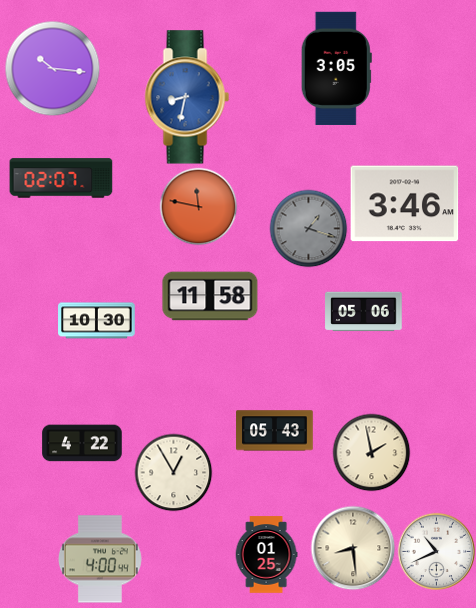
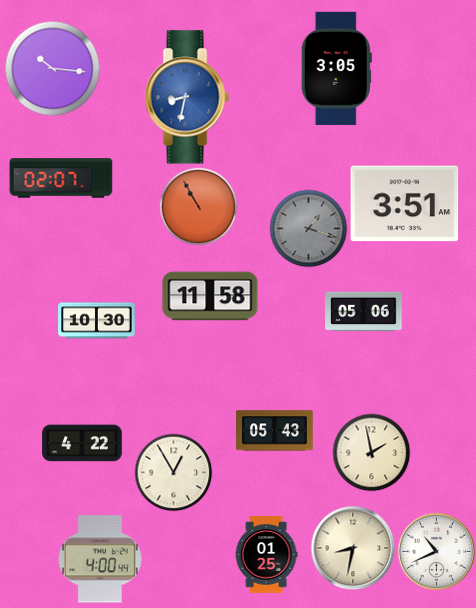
clock at (405, 204): 3:46 -> 3:51
clock at (198, 206): 11:47 -> 10:55
clock at (353, 548): 8:29 -> 8:32
